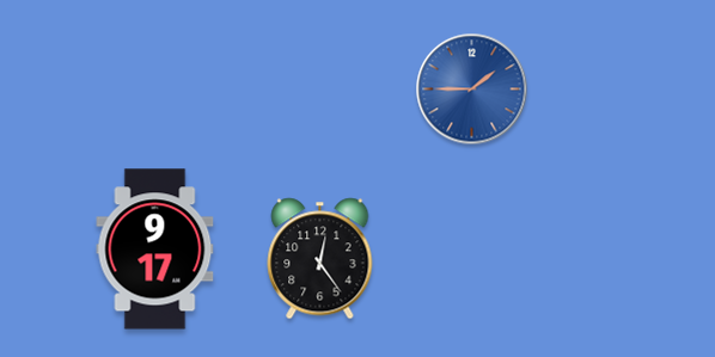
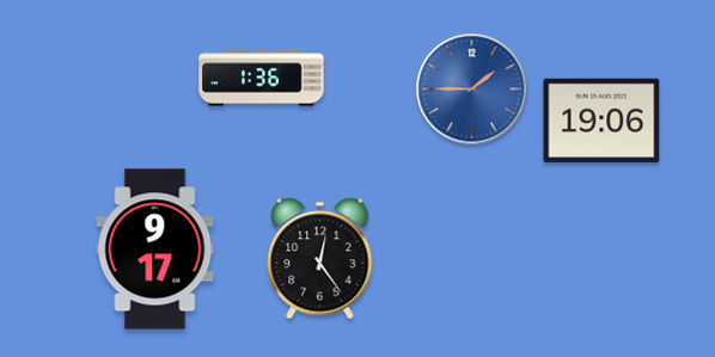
clock at (262, 79): none -> 1:36
clock at (601, 121): none -> 19:06
